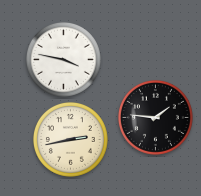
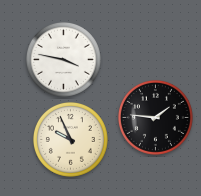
clock at (70, 139): 2:43 -> 9:56
